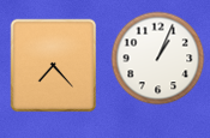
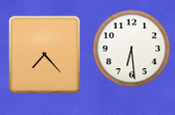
clock at (157, 58): 1:04 -> 6:29
